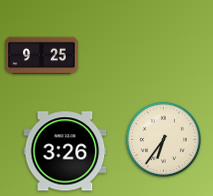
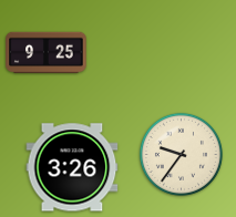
clock at (42, 56) position: (42, 56) -> (47, 53)
clock at (163, 139): 6:36 -> 9:36
